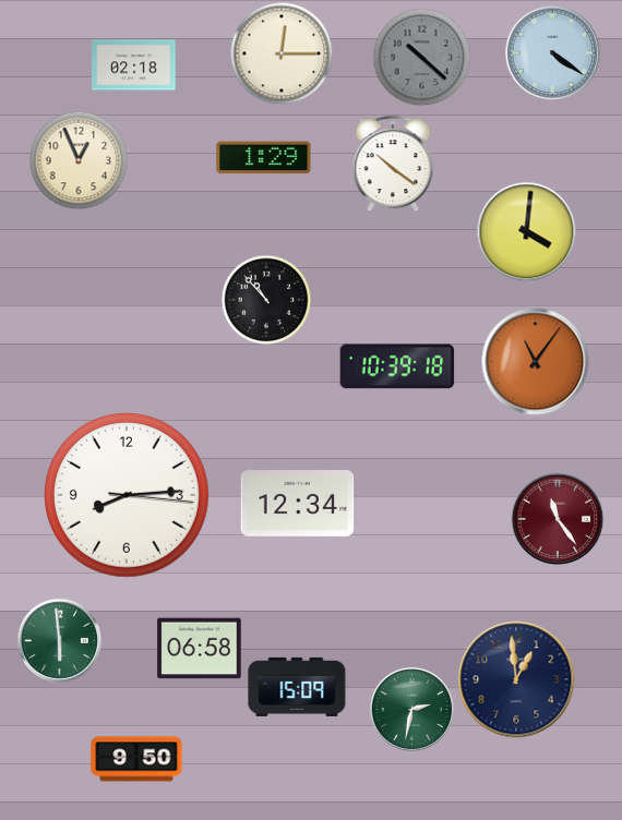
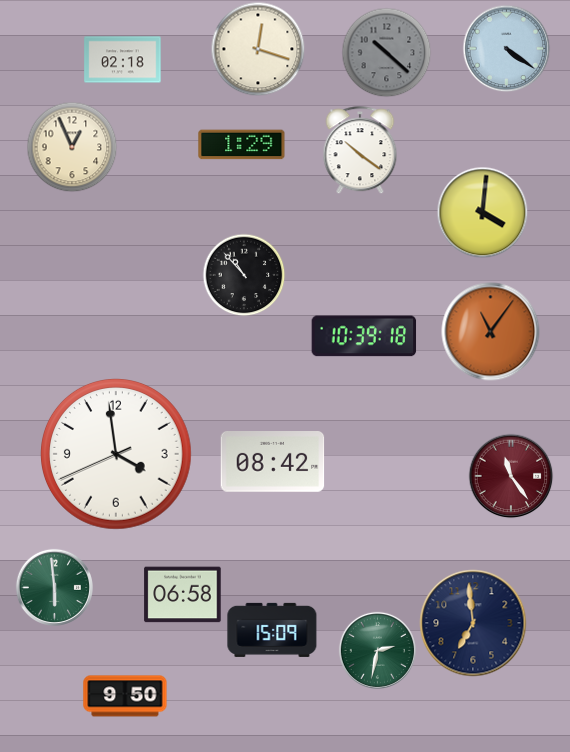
clock at (282, 53): 12:15 -> 12:18
clock at (128, 496): 8:14 -> 3:58
clock at (298, 504): 12:34 -> 08:42
clock at (516, 679): 12:59 -> 6:59
